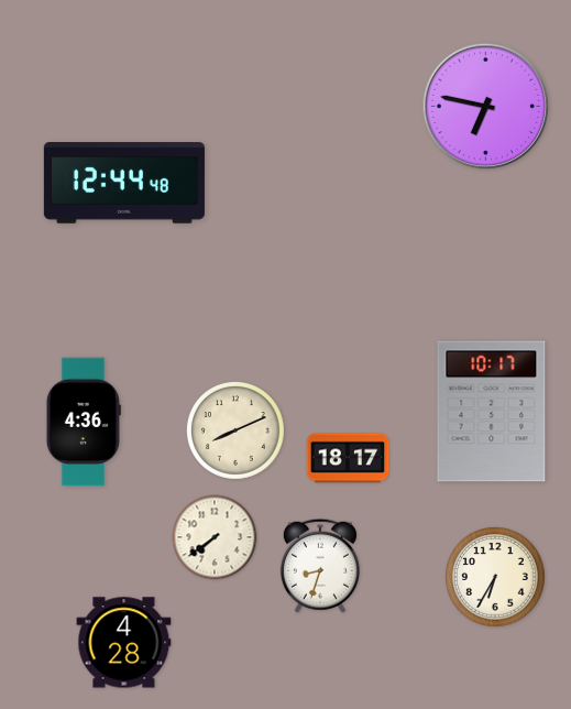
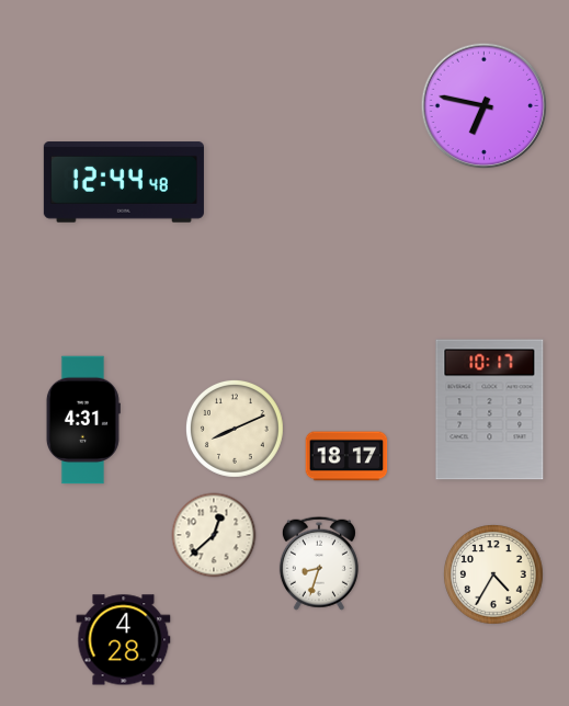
clock at (83, 422): 4:36 -> 4:31
clock at (215, 537): 7:39 -> 12:38
clock at (495, 577): 6:35 -> 4:35
